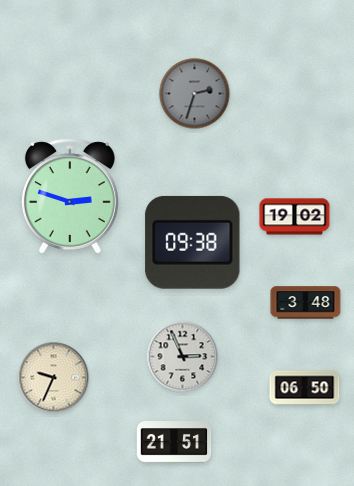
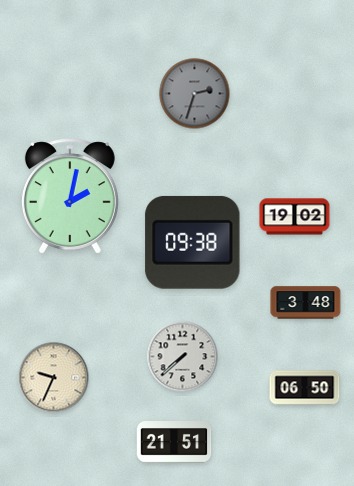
clock at (70, 196): 2:48 -> 2:02
clock at (183, 357): 2:56 -> 7:38
